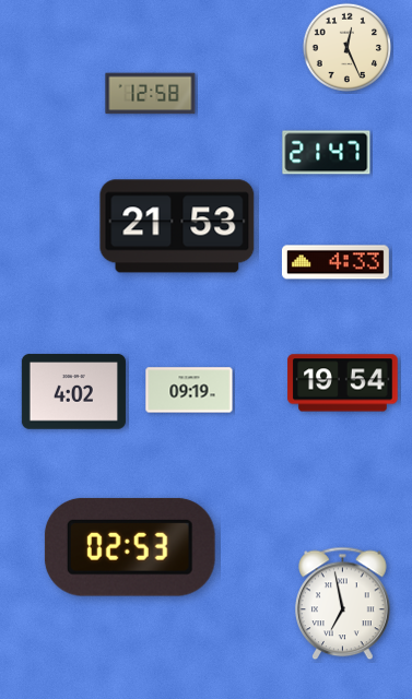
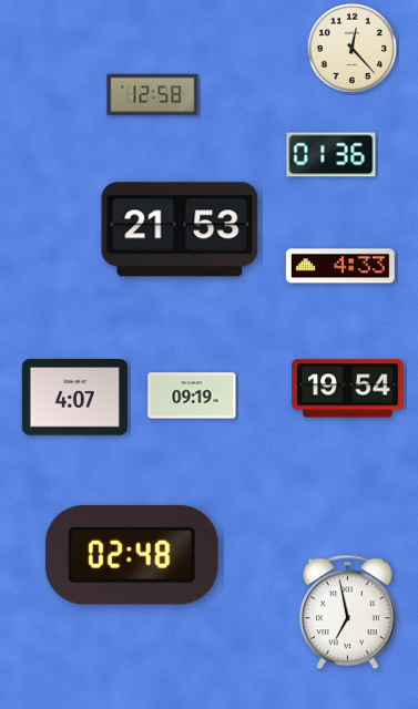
clock at (346, 47): 12:26 -> 12:23
clock at (327, 153): 21:47 -> 01:36
clock at (73, 392): 4:02 -> 4:07
clock at (130, 547): 02:53 -> 02:48
